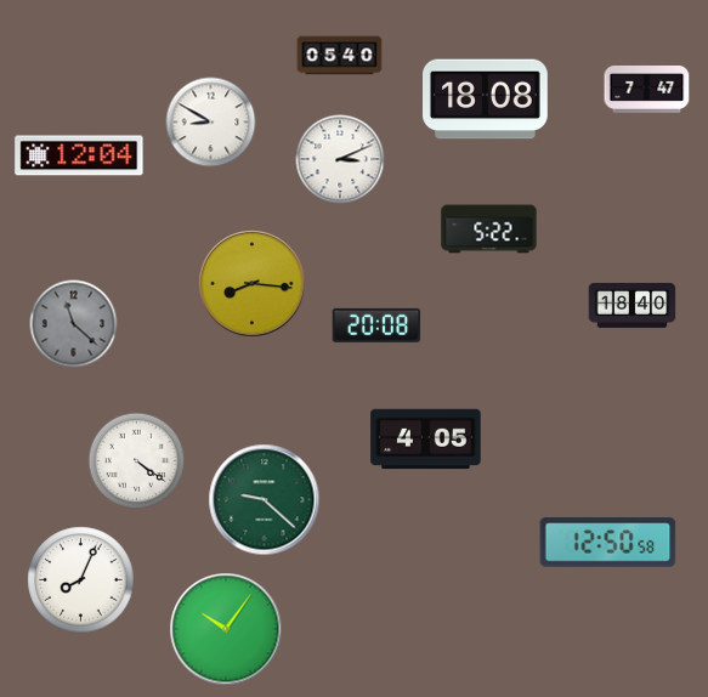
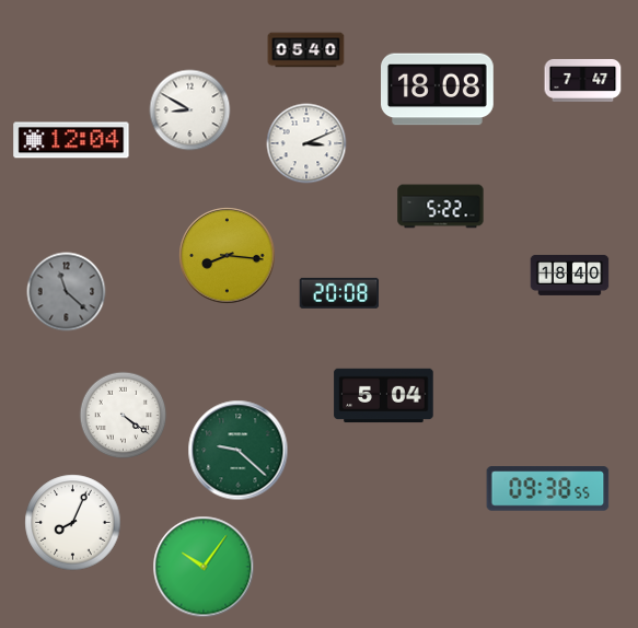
clock at (426, 440): 4:05 -> 5:04
clock at (608, 543): 12:50 -> 09:38
